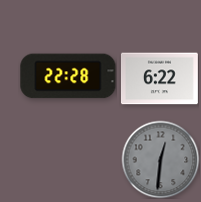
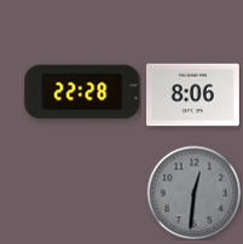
clock at (159, 79): 6:22 -> 8:06
